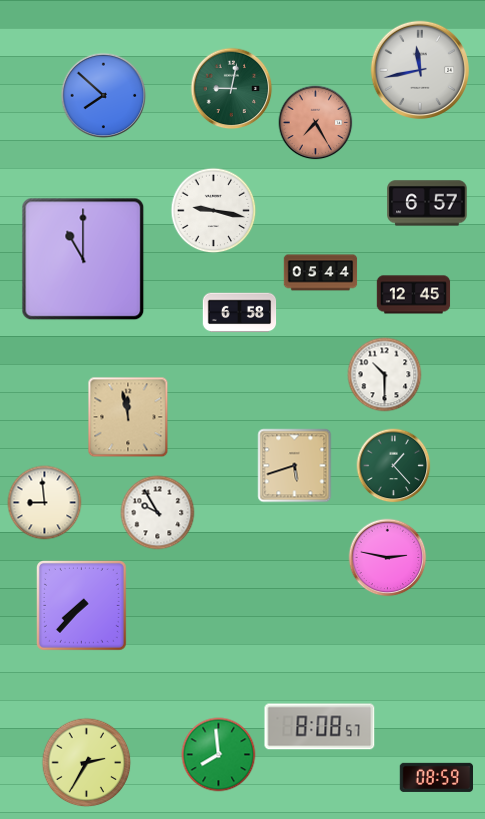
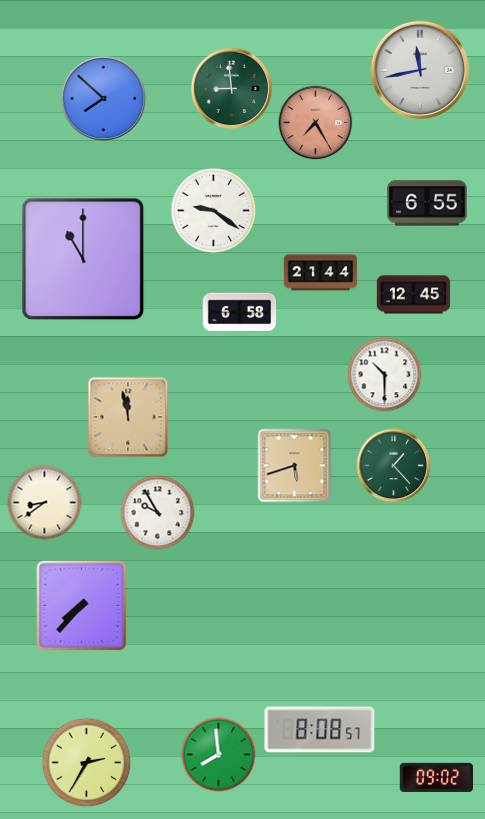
clock at (232, 89): 9:02 -> 8:59
clock at (104, 96) position: (104, 96) -> (104, 99)
clock at (427, 203): 6:57 -> 6:55
clock at (214, 211): 9:17 -> 9:21
clock at (321, 273): 05:44 -> 21:44
clock at (45, 503): 8:59 -> 8:39
clock at (388, 558): 2:47 -> none
clock at (320, 727) position: (320, 727) -> (320, 730)
clock at (436, 777): 08:59 -> 09:02
